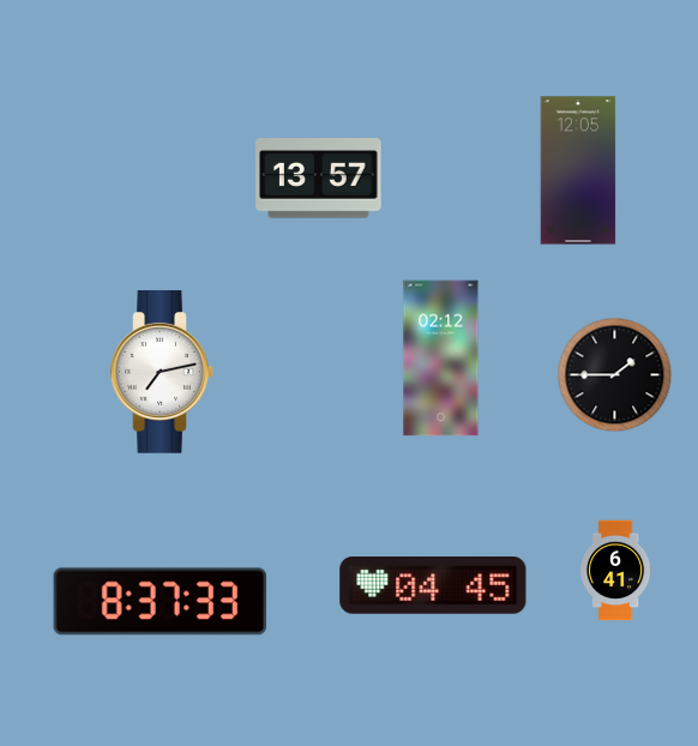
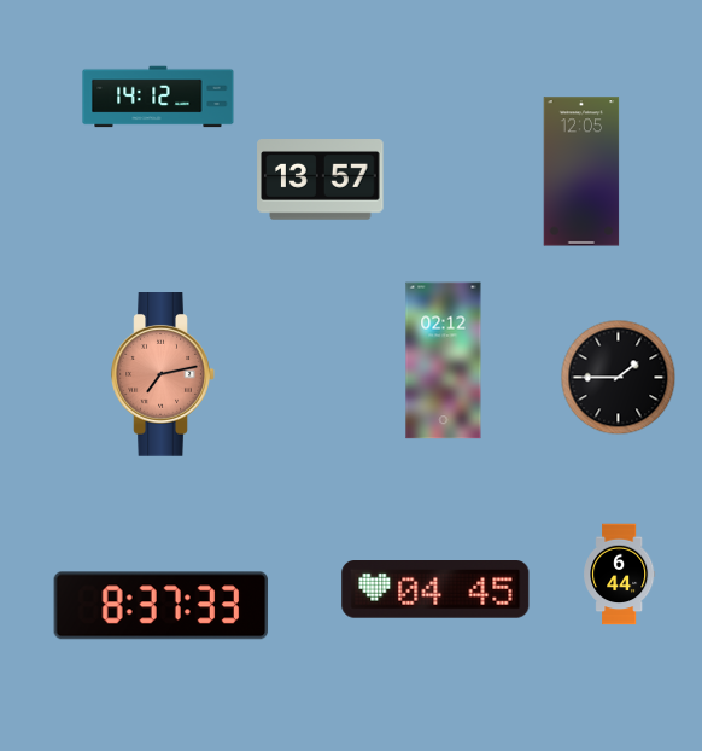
clock at (158, 97): none -> 14:12
clock at (162, 373) dial: white -> salmon
clock at (616, 571): 6:41 -> 6:44
